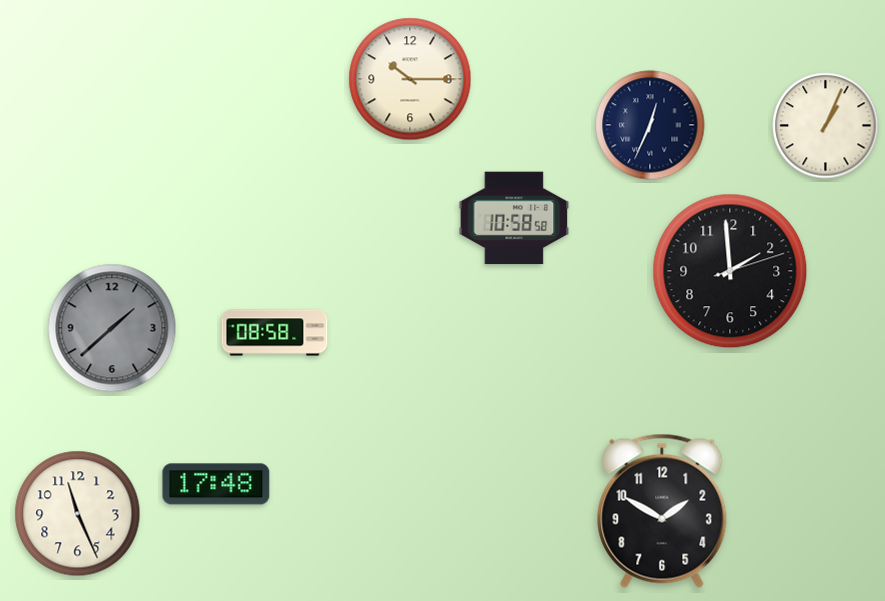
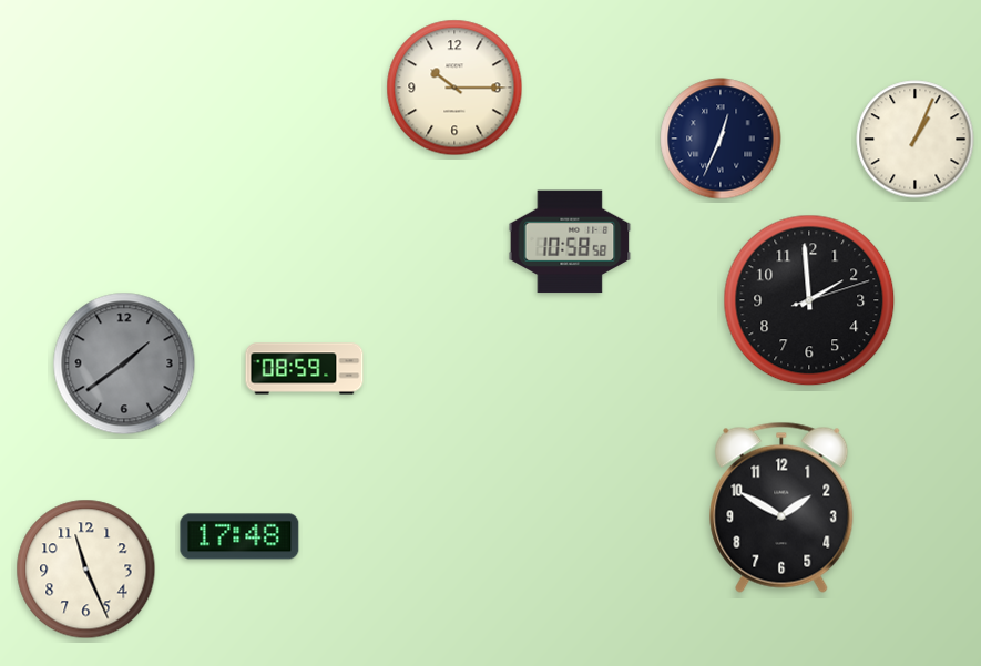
clock at (112, 328): 1:38 -> 1:39
clock at (275, 333): 08:58 -> 08:59
clock at (662, 511) position: (662, 511) -> (781, 508)
